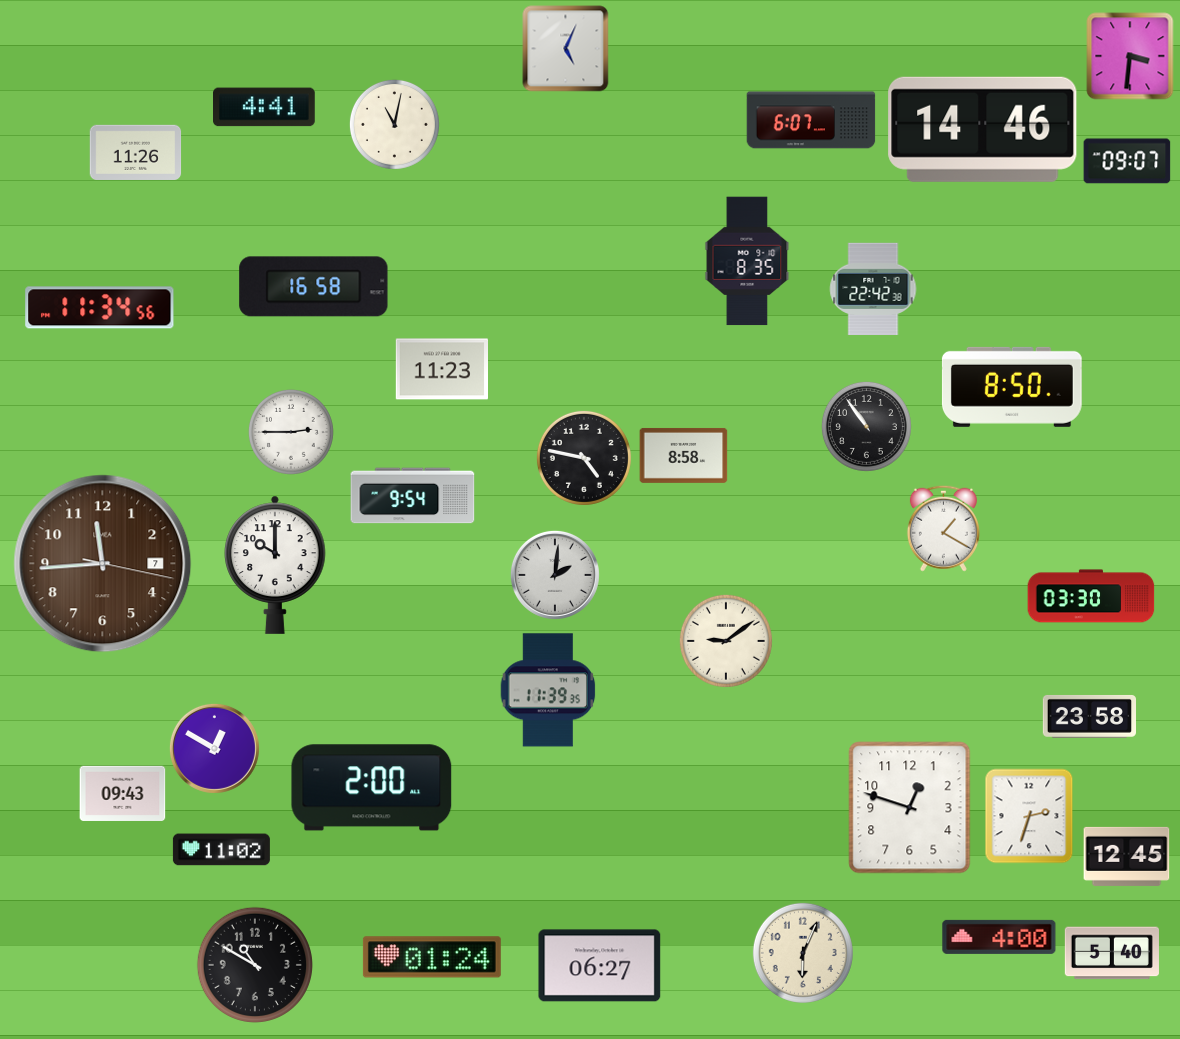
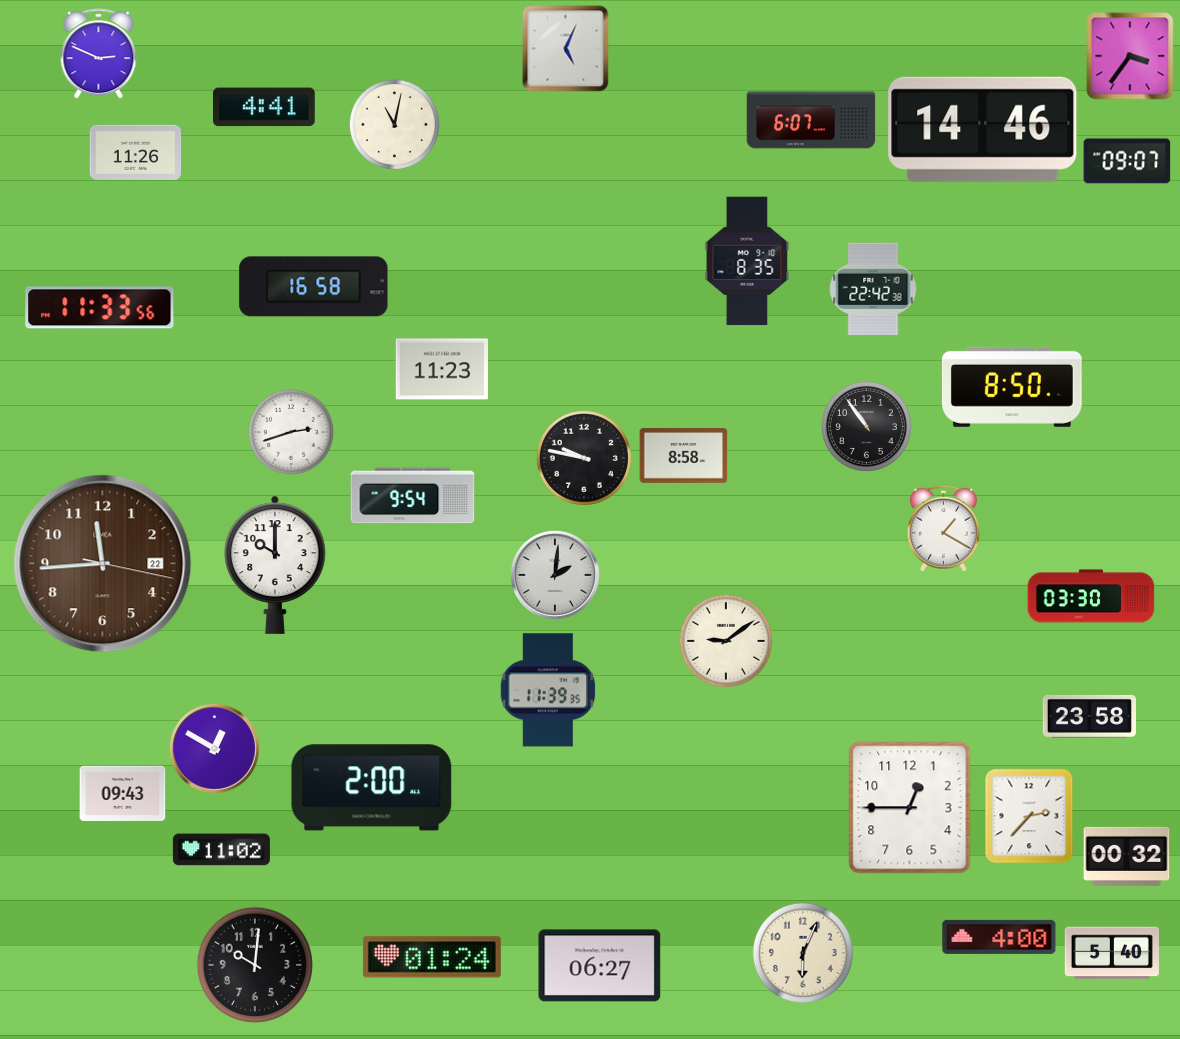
clock at (99, 54): none -> 2:49
clock at (1130, 56): 3:31 -> 3:36
clock at (100, 308): 11:34 -> 11:33
clock at (291, 432): 2:45 -> 2:42
clock at (584, 458): 4:47 -> 9:47
clock at (103, 564) date: 7 -> 22
clock at (910, 808): 12:48 -> 12:45
clock at (1029, 816): 2:33 -> 2:37
clock at (1127, 856): 12:45 -> 00:32
clock at (255, 965): 10:50 -> 10:01
